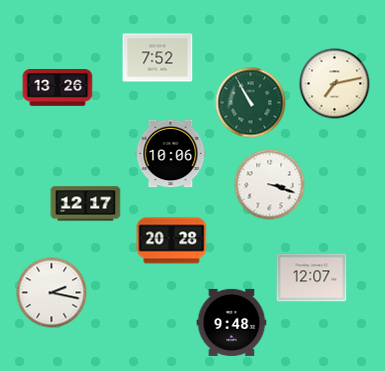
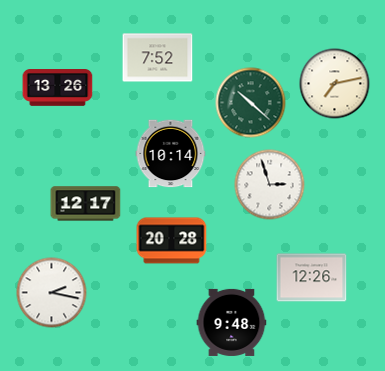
clock at (251, 103): 10:55 -> 10:22
clock at (171, 154): 10:06 -> 10:14
clock at (270, 185): 3:18 -> 2:57
clock at (312, 278): 12:07 -> 12:26
